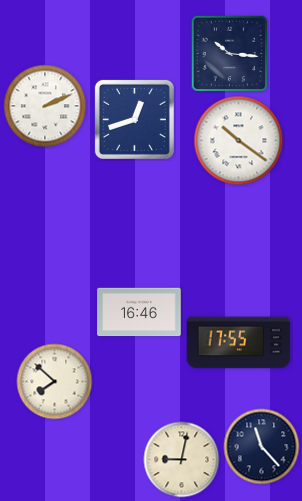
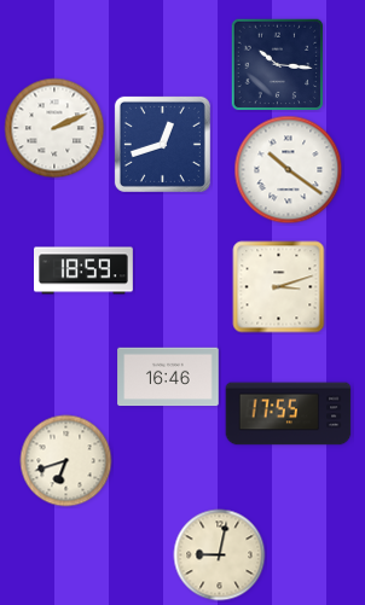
clock at (83, 270): none -> 18:59
clock at (279, 287): none -> 3:12
clock at (55, 382): 7:52 -> 6:42
clock at (262, 447): 11:23 -> none
